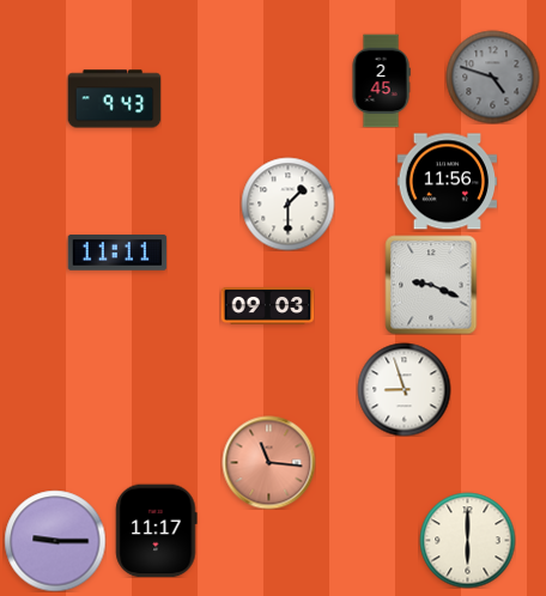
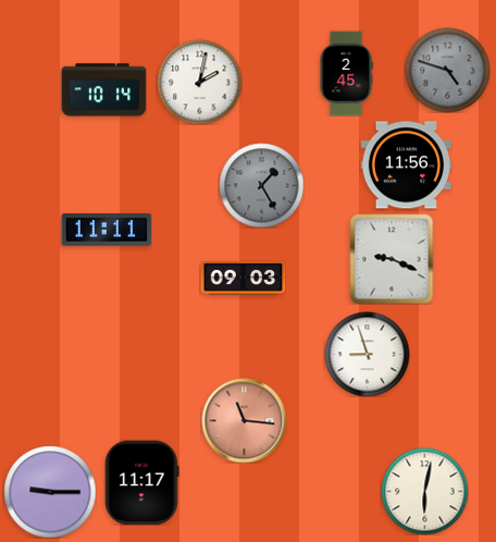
clock at (199, 82): none -> 2:02
clock at (114, 99): 9:43 -> 10:14
clock at (287, 203): 1:30 -> 1:25
clock at (287, 203) dial: white -> grey
clock at (467, 540): 6:00 -> 6:02
